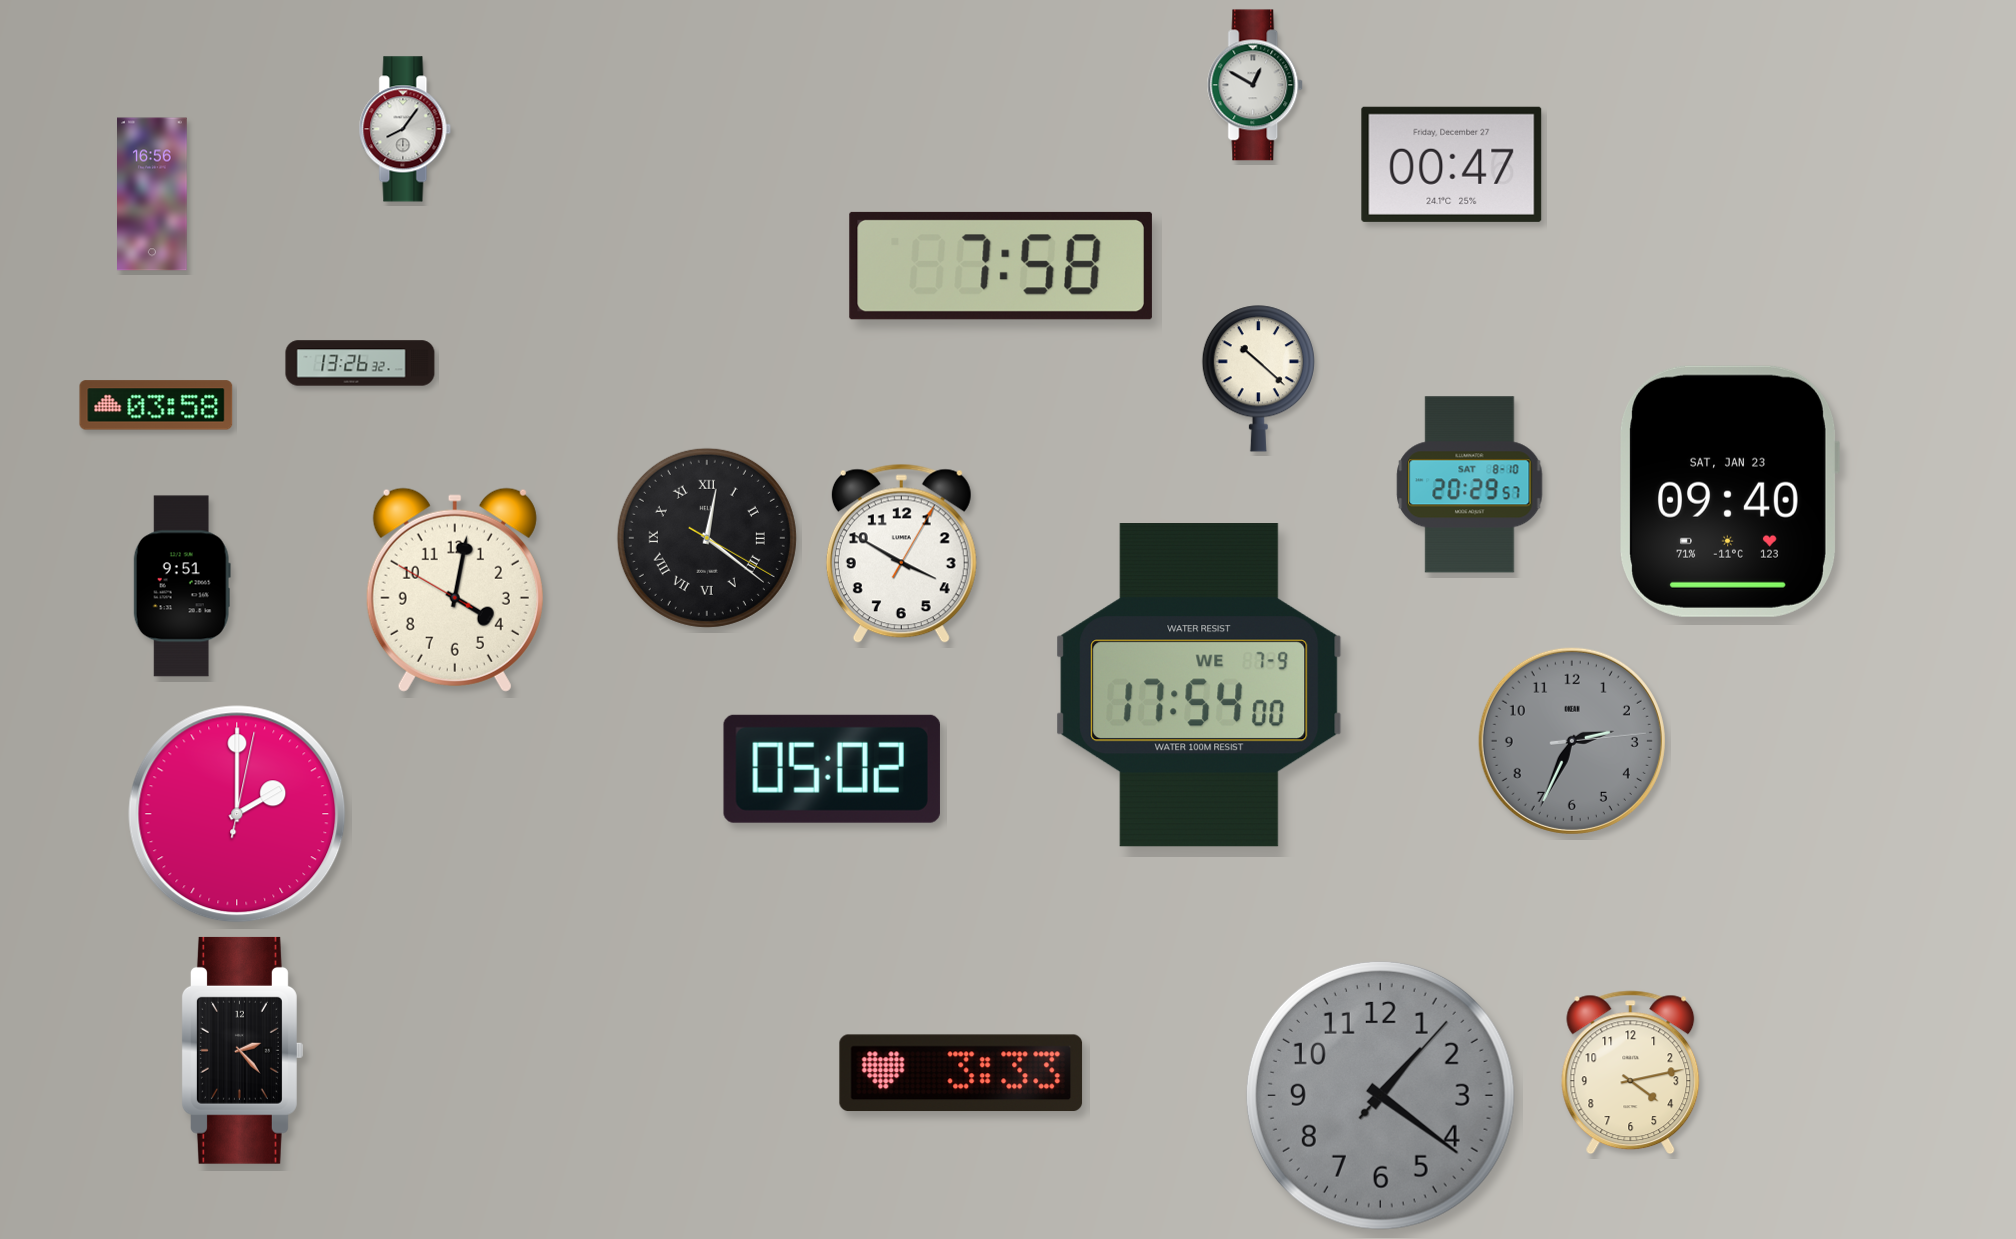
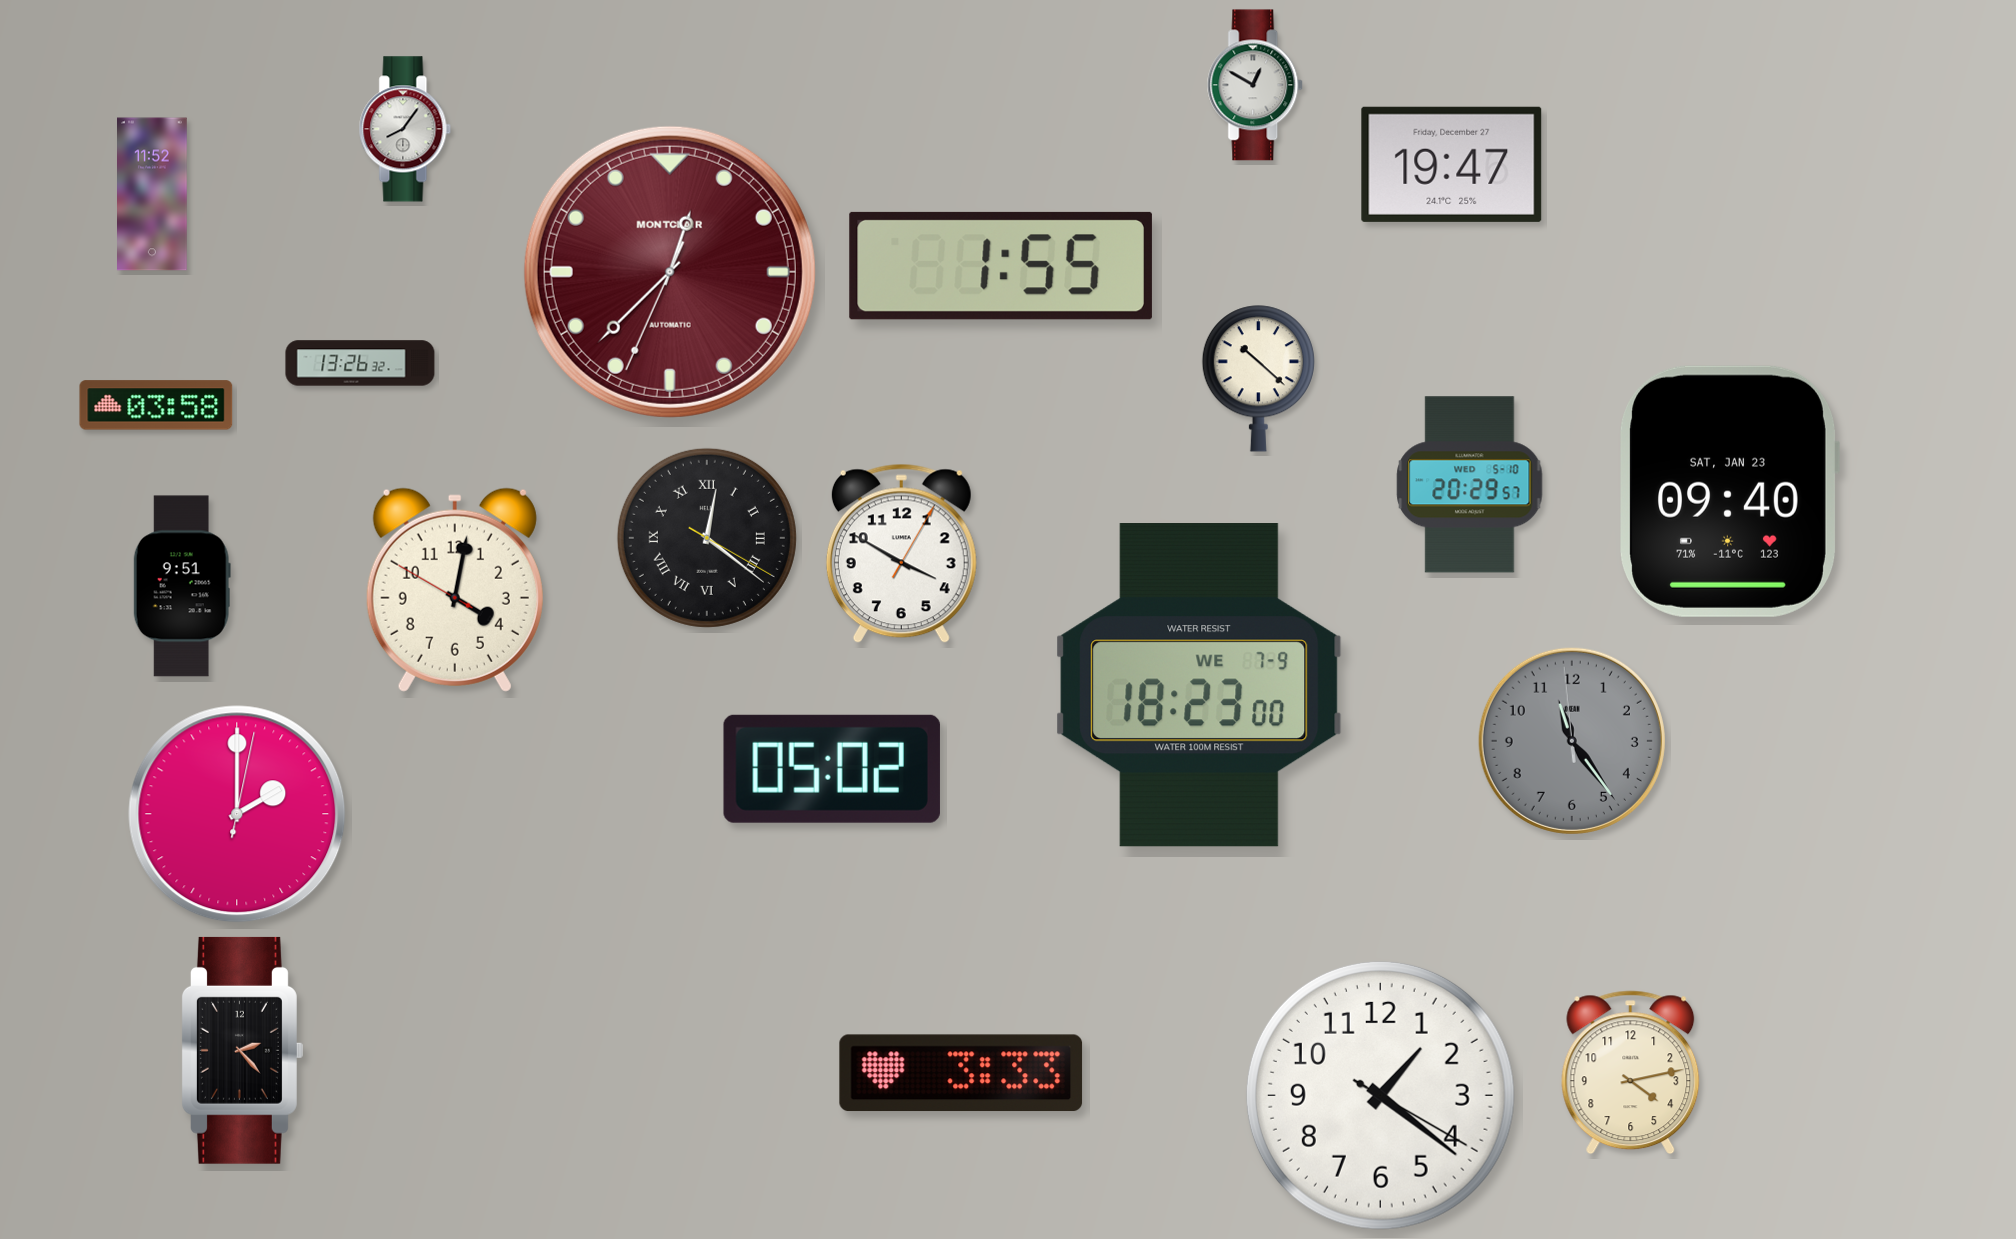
clock at (1452, 164): 00:47 -> 19:47
clock at (152, 194): 16:56 -> 11:52
clock at (1001, 266): 7:58 -> 1:55
clock at (670, 272): none -> 12:37
clock at (1470, 485) date: SAT 8-10 -> WED 5-10
clock at (1199, 685): 17:54 -> 18:23
clock at (1572, 741): 2:34 -> 11:23
clock at (1380, 1095): 1:21:07 -> 1:21:20
clock at (1380, 1095) dial: grey -> white
